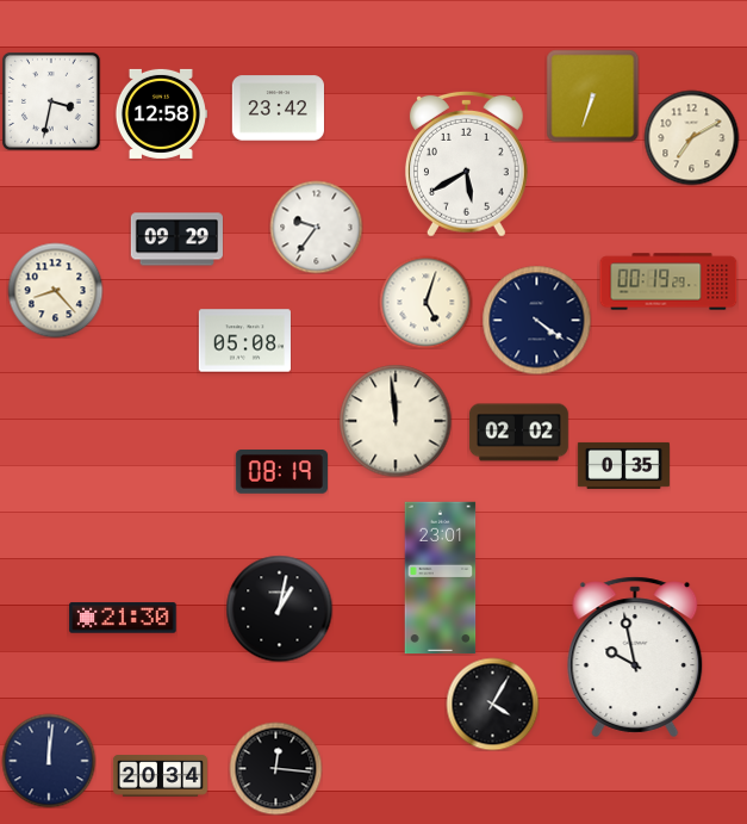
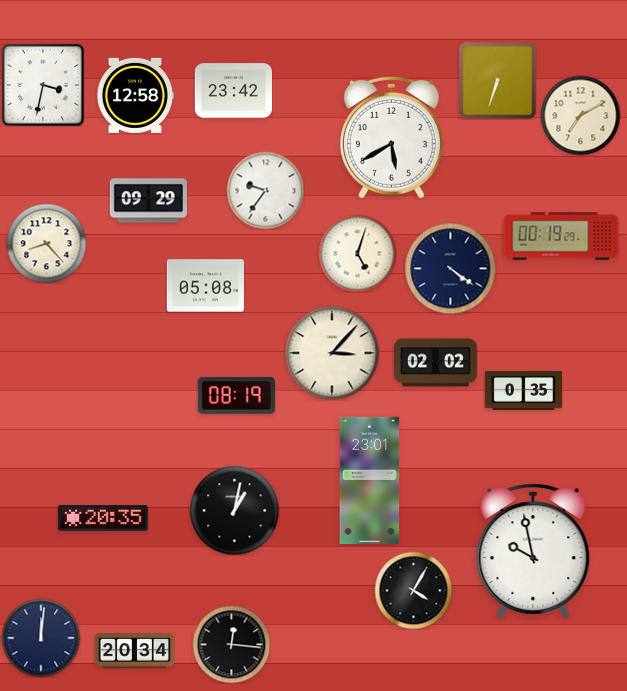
clock at (396, 421): 11:59 -> 3:07
clock at (441, 578) position: (441, 578) -> (370, 481)
clock at (123, 618): 21:30 -> 20:35
